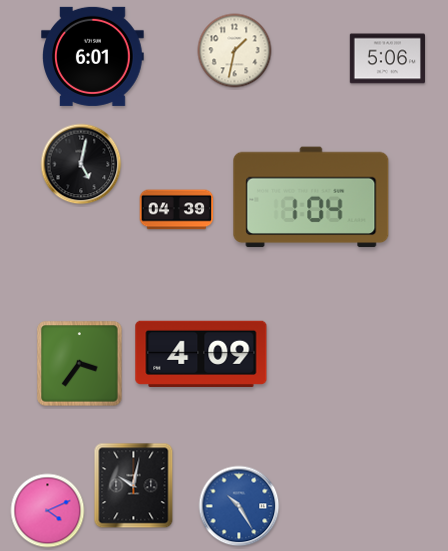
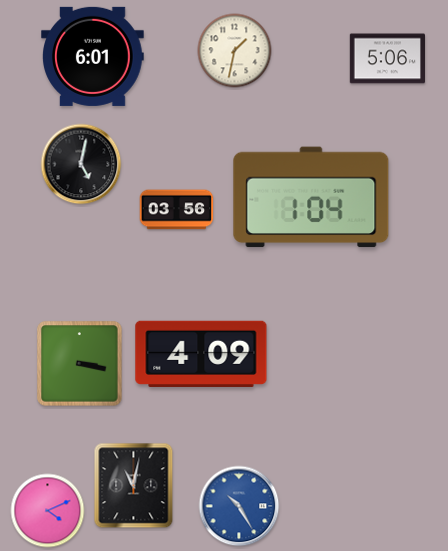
clock at (177, 210): 04:39 -> 03:56
clock at (80, 364): 3:36 -> 3:17
clock at (134, 486): 10:02 -> 11:02
